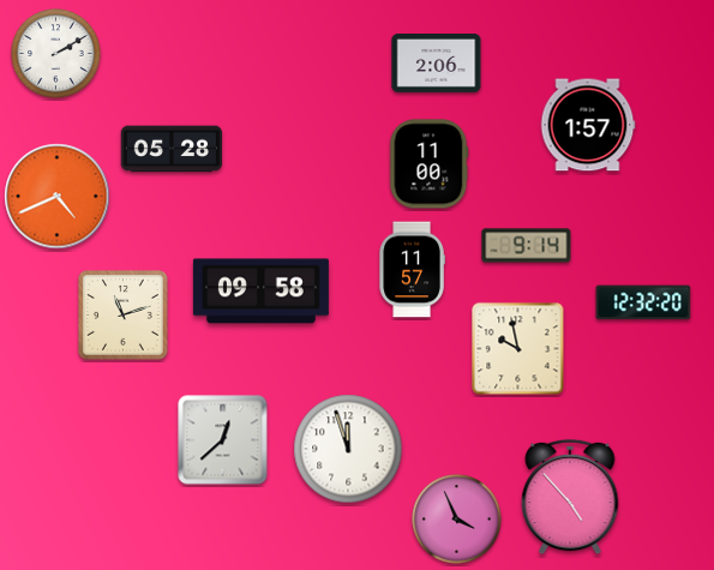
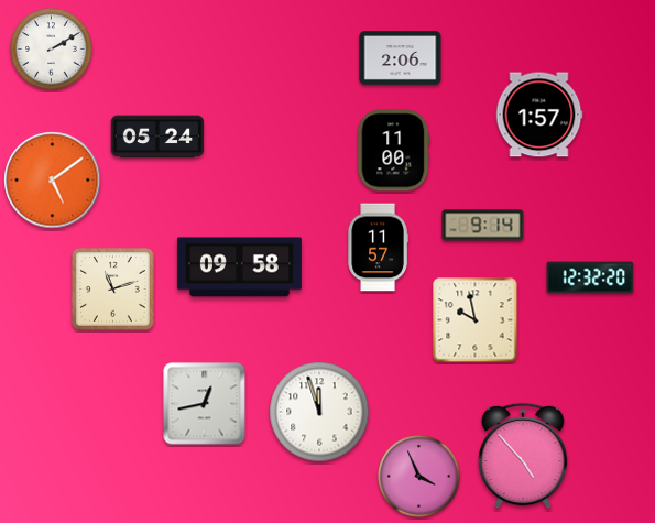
clock at (172, 149): 05:28 -> 05:24
clock at (58, 197): 4:41 -> 5:09
clock at (223, 440): 12:38 -> 12:43
